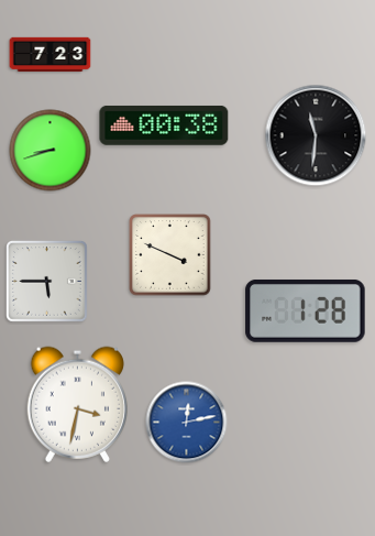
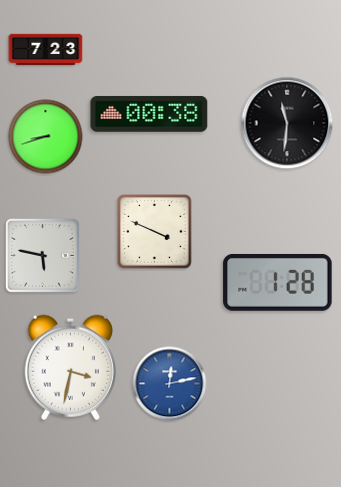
clock at (47, 282): 5:45 -> 5:47
